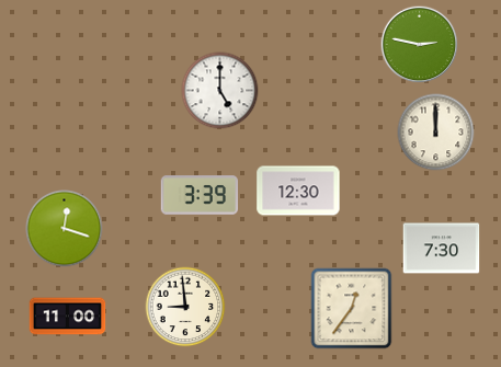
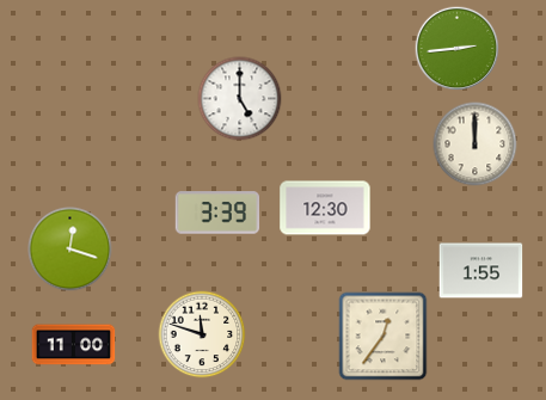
clock at (420, 45): 2:47 -> 2:44
clock at (442, 249): 7:30 -> 1:55
clock at (185, 307): 8:59 -> 11:48
